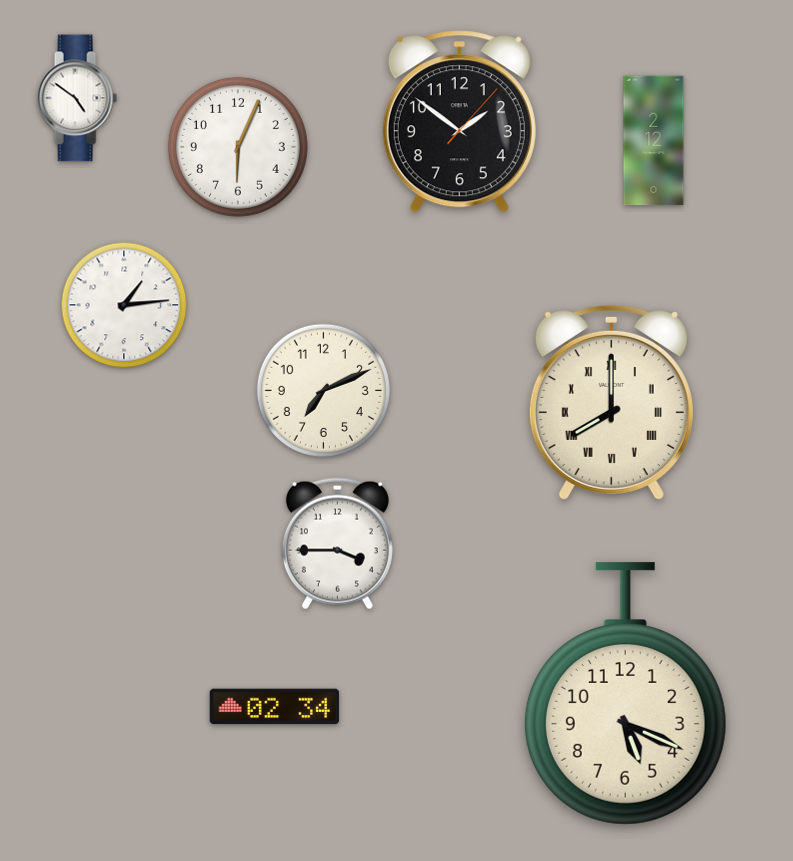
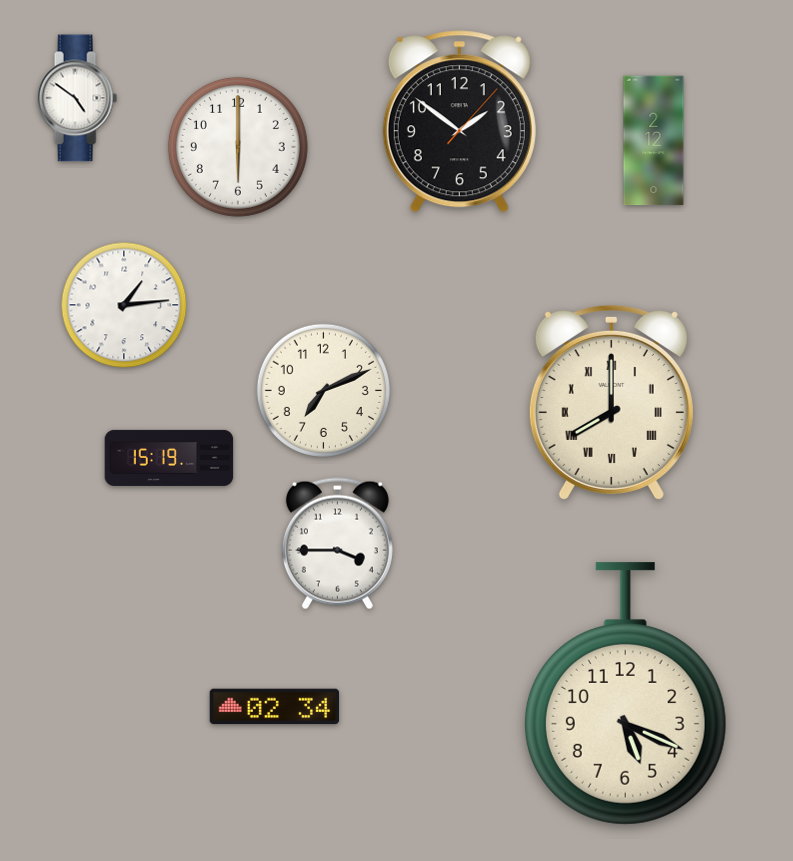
clock at (238, 147): 6:04 -> 6:00
clock at (169, 458): none -> 15:19
